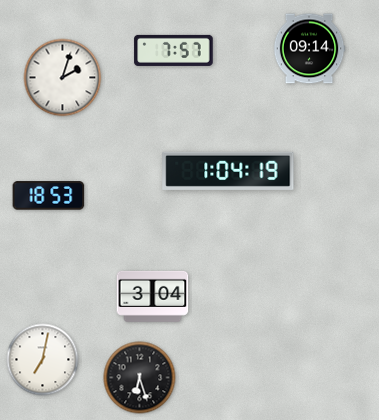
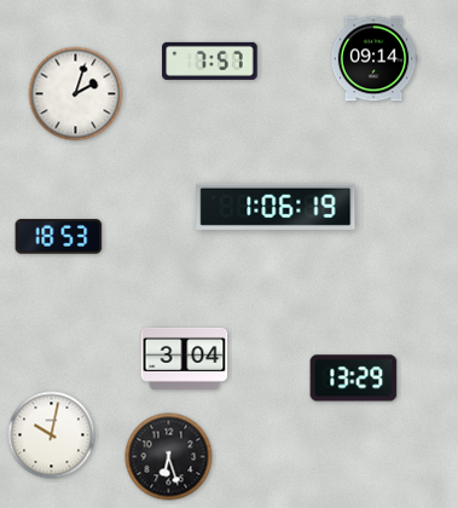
clock at (228, 171): 1:04 -> 1:06
clock at (354, 379): none -> 13:29
clock at (43, 360): 7:02 -> 10:02
